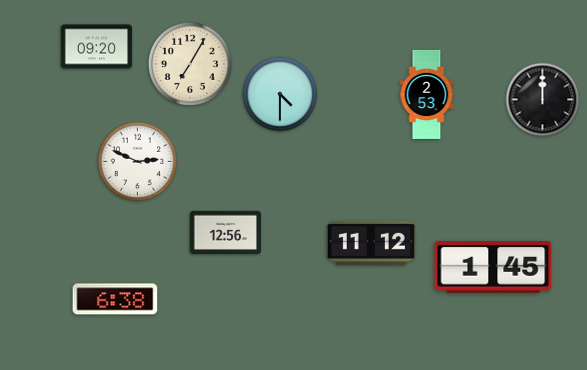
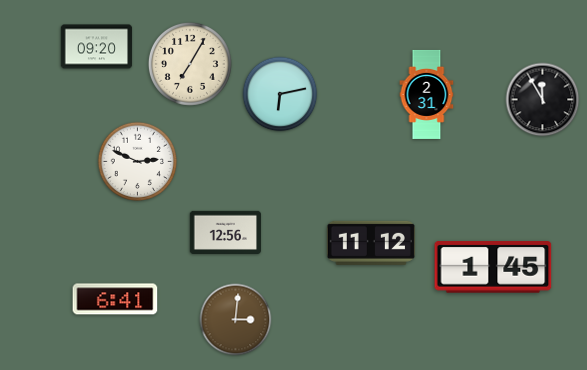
clock at (280, 94): 4:30 -> 6:13
clock at (427, 94): 2:53 -> 2:31
clock at (543, 100): 12:00 -> 11:55
clock at (115, 299): 6:38 -> 6:41
clock at (236, 320): none -> 3:01
